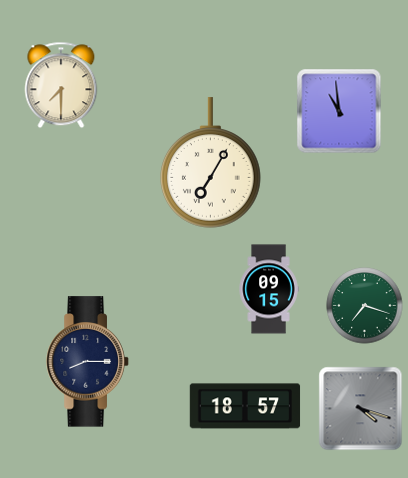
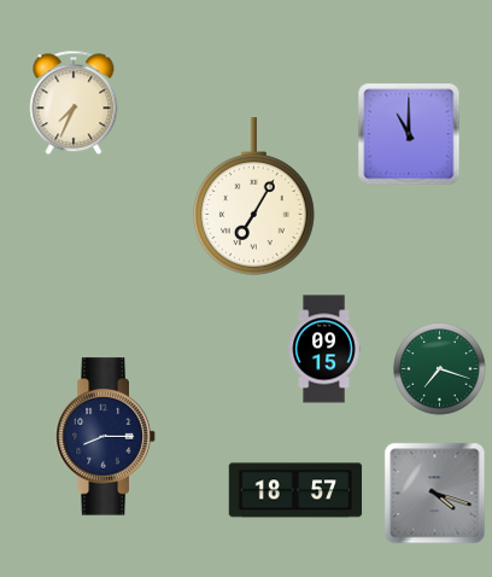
clock at (61, 85): 7:30 -> 7:34
clock at (339, 111): 10:59 -> 11:00
